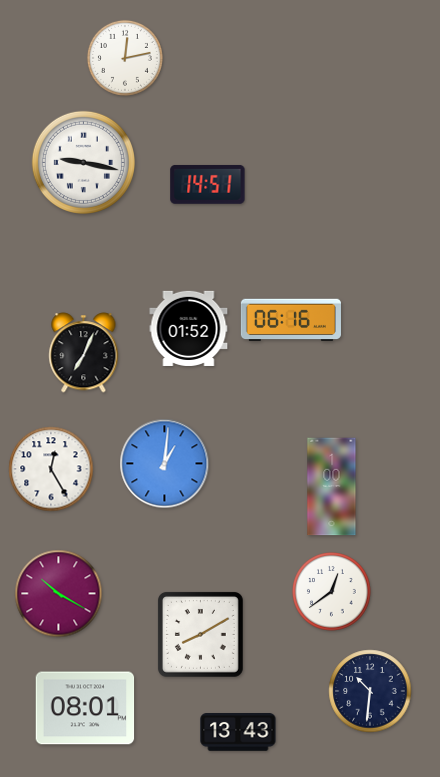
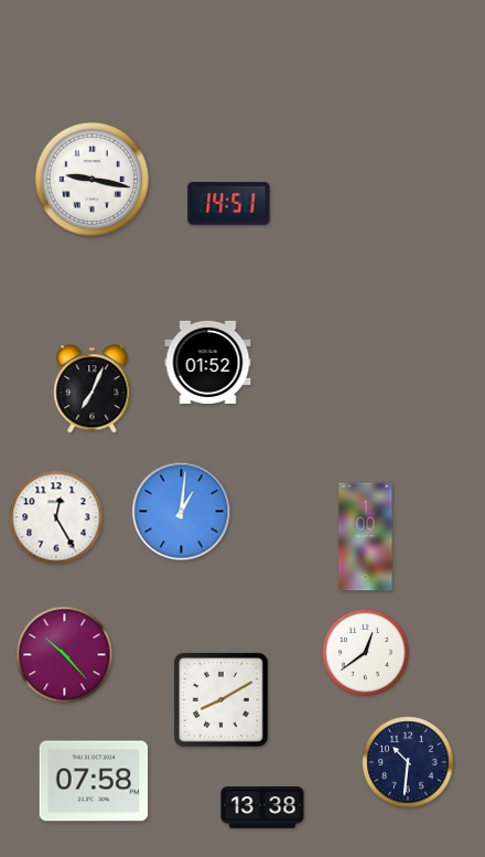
clock at (125, 58): 12:13 -> none
clock at (291, 320): 06:16 -> none
clock at (59, 594): 10:20 -> 10:23
clock at (85, 708): 08:01 -> 07:58
clock at (238, 733): 13:43 -> 13:38
